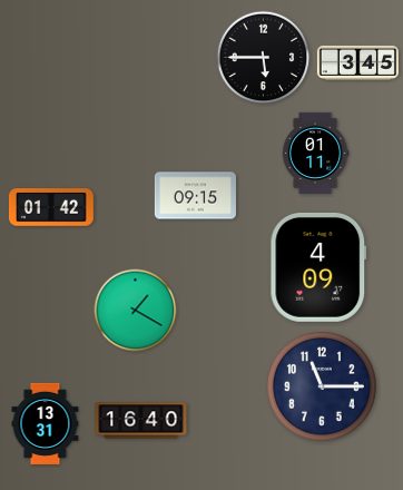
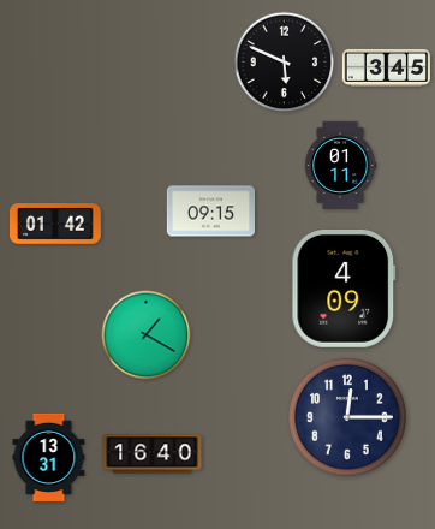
clock at (264, 58): 5:45 -> 5:49
clock at (322, 386): 11:15 -> 12:15
